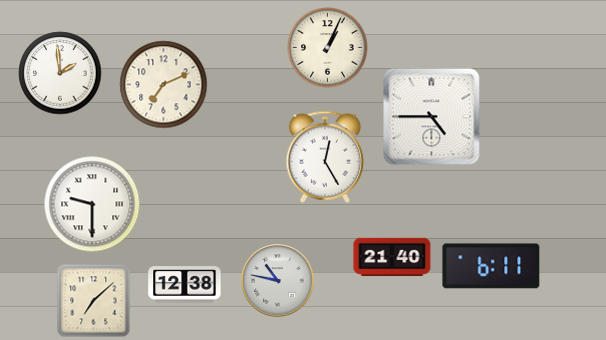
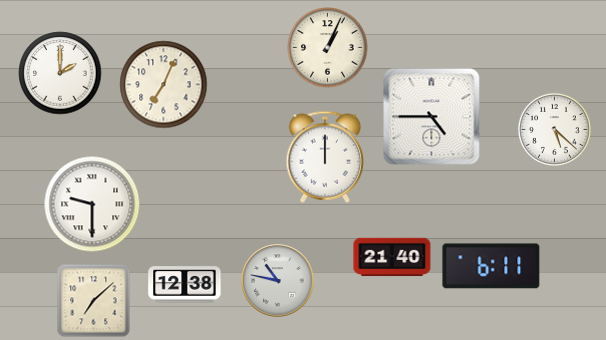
clock at (60, 73): 1:59 -> 2:00
clock at (164, 85): 7:11 -> 7:04
clock at (554, 129): none -> 5:22
clock at (325, 157): 12:25 -> 12:00
